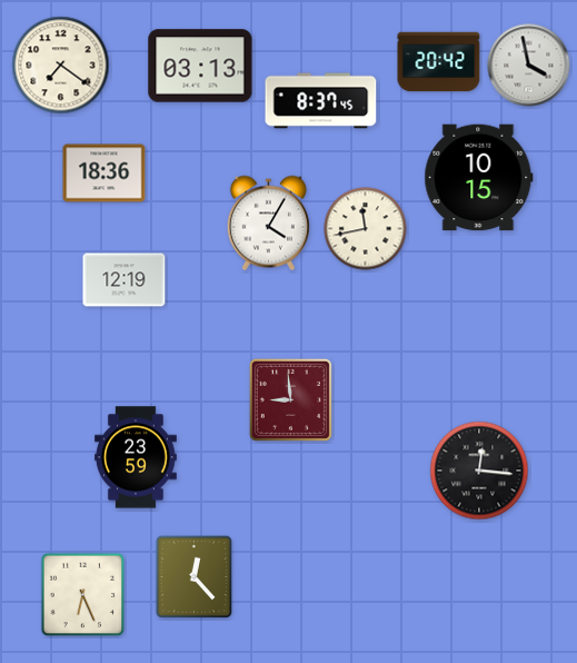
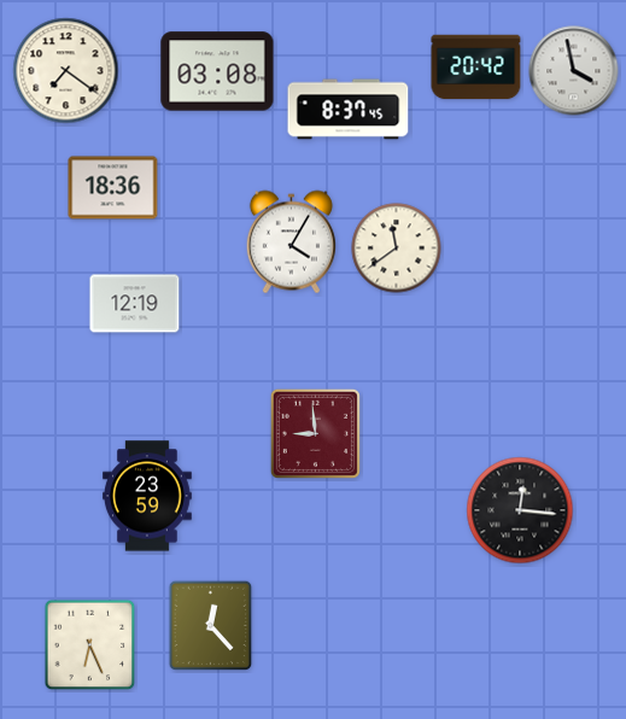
clock at (200, 66): 03:13 -> 03:08
clock at (479, 178): 10:15 -> none
clock at (366, 229): 11:43 -> 11:39
